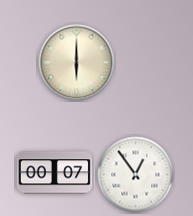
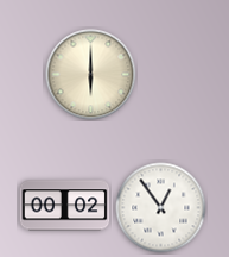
clock at (55, 173): 00:07 -> 00:02
